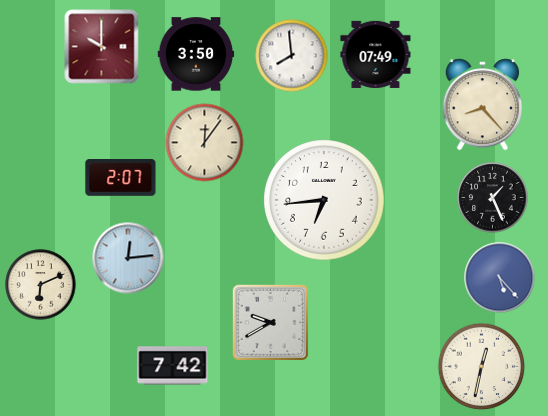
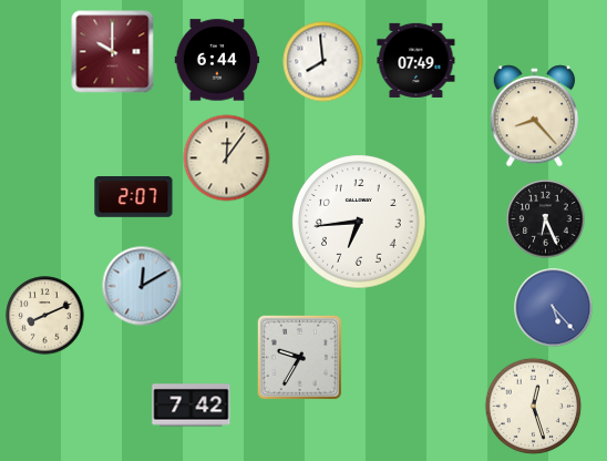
clock at (196, 54): 3:50 -> 6:44
clock at (493, 198): 1:26 -> 6:26
clock at (128, 258): 12:14 -> 12:10
clock at (41, 285): 6:11 -> 8:11
clock at (270, 322): 9:40 -> 9:35
clock at (482, 367): 12:32 -> 12:27
